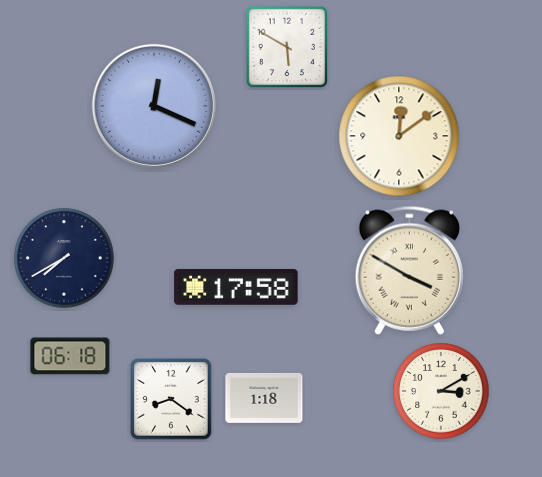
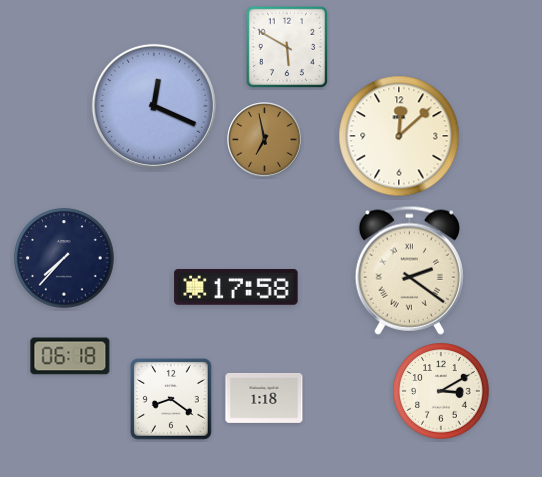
clock at (399, 136): 12:09 -> 12:08
clock at (265, 140): none -> 6:58
clock at (64, 258): 7:40 -> 7:37
clock at (409, 270): 3:50 -> 2:21
